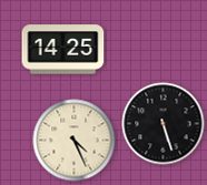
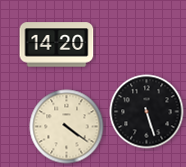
clock at (63, 50): 14:25 -> 14:20
clock at (75, 141): 4:26 -> 4:21
